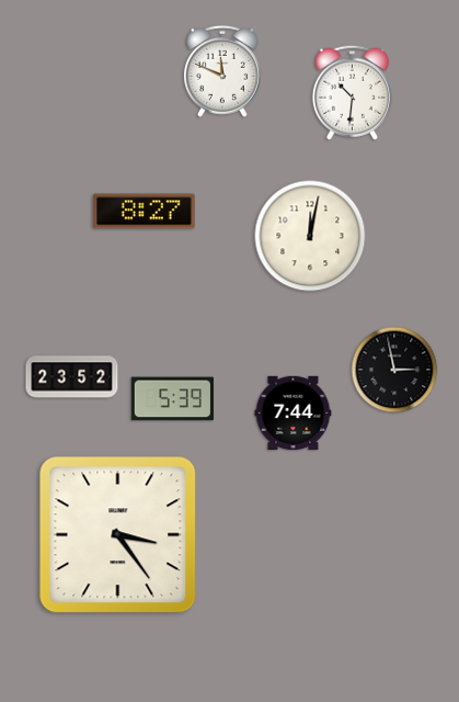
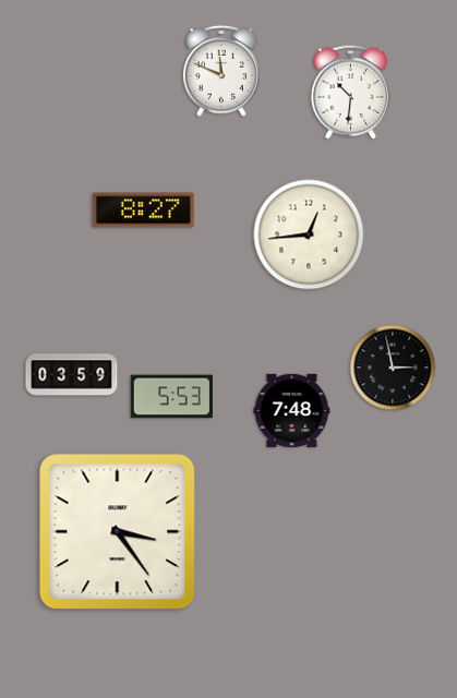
clock at (310, 236): 12:02 -> 12:44
clock at (72, 377): 23:52 -> 03:59
clock at (172, 399): 5:39 -> 5:53
clock at (294, 414): 7:44 -> 7:48
